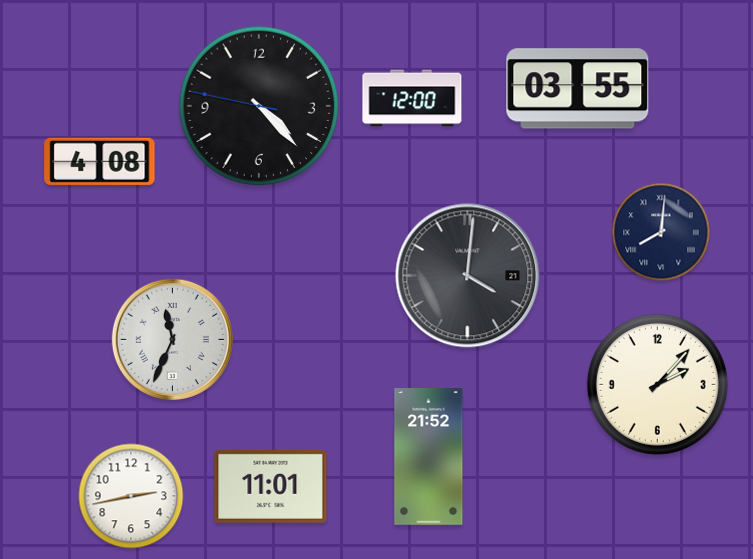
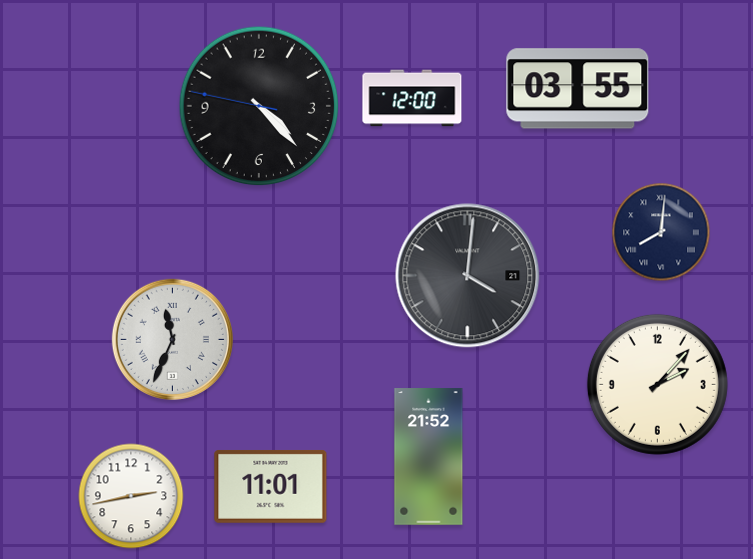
clock at (100, 161): 4:08 -> none
